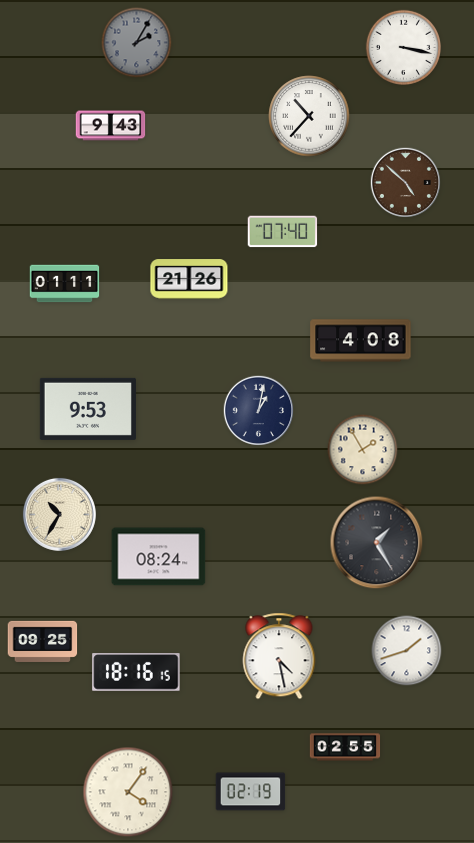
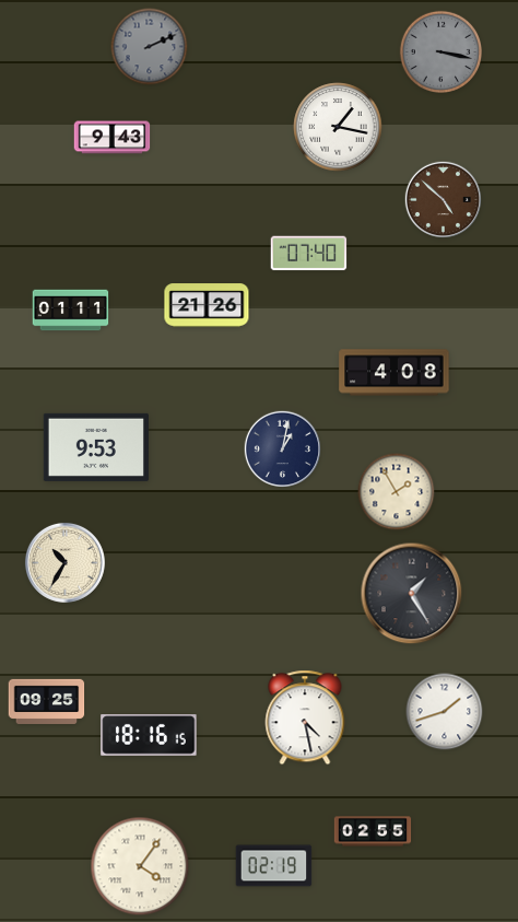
clock at (137, 43): 2:05 -> 2:11
clock at (403, 47) dial: white -> grey
clock at (309, 116): 10:37 -> 1:17
clock at (111, 126) position: (111, 126) -> (113, 138)
clock at (159, 557): 08:24 -> none
clock at (345, 747) position: (345, 747) -> (373, 831)
